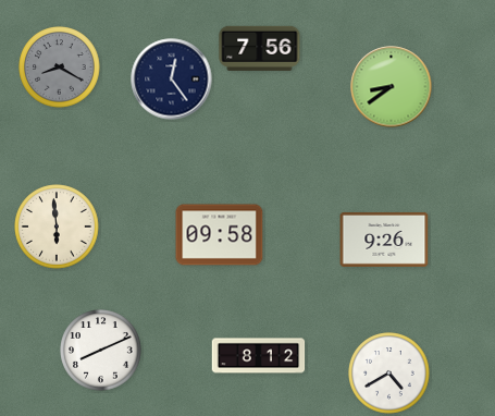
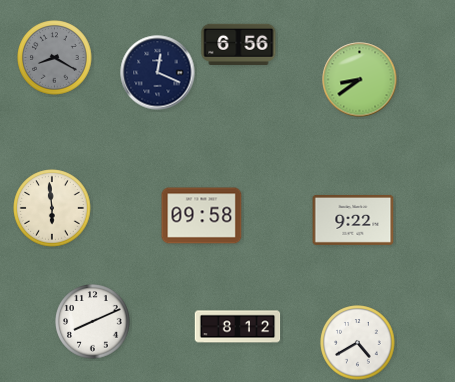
clock at (260, 48): 7:56 -> 6:56
clock at (60, 68) position: (60, 68) -> (55, 58)
clock at (172, 79): 12:24 -> 12:19
clock at (384, 240): 9:26 -> 9:22
